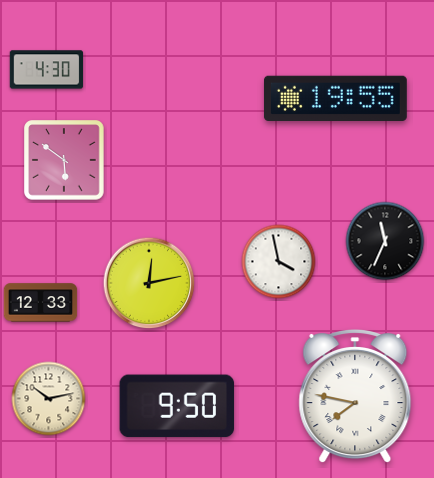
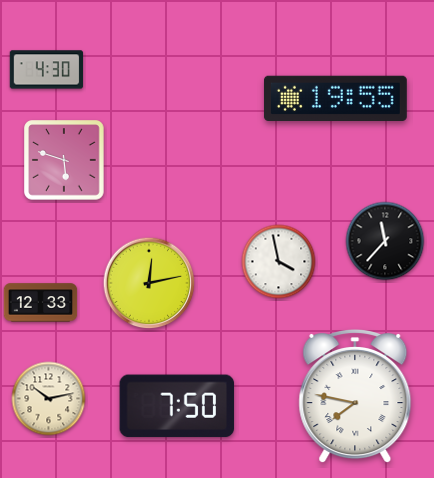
clock at (64, 160): 5:51 -> 5:48
clock at (385, 241): 11:34 -> 11:37
clock at (177, 406): 9:50 -> 7:50
